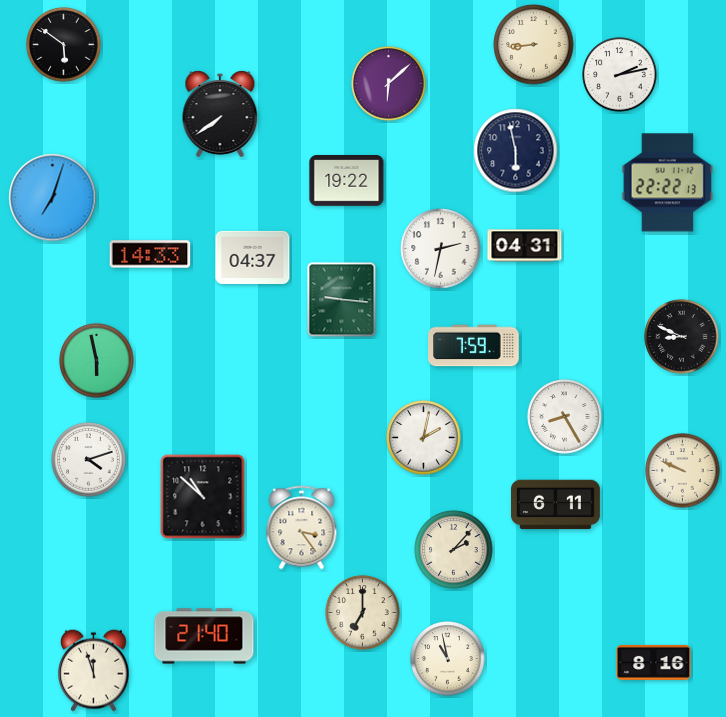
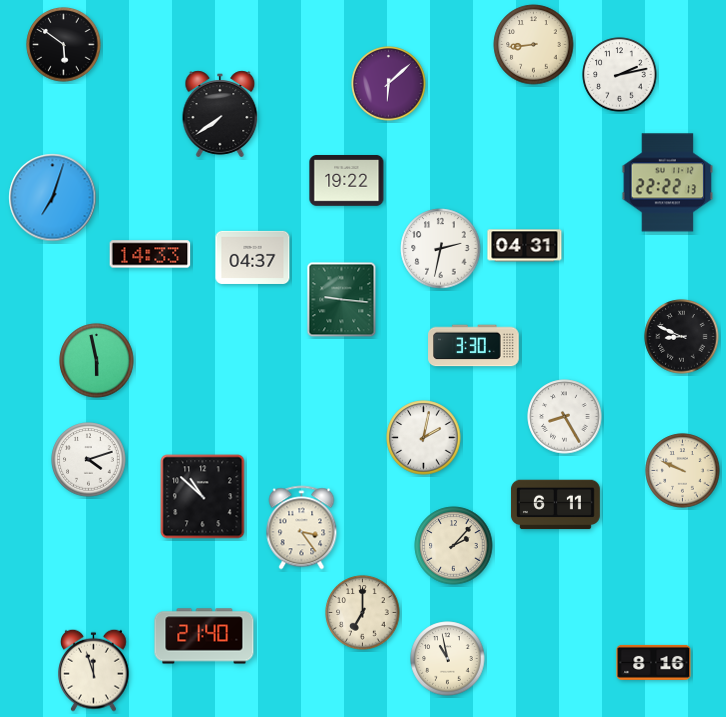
clock at (516, 151): 5:58 -> none
clock at (474, 346): 7:59 -> 3:30
clock at (454, 550) position: (454, 550) -> (454, 546)
